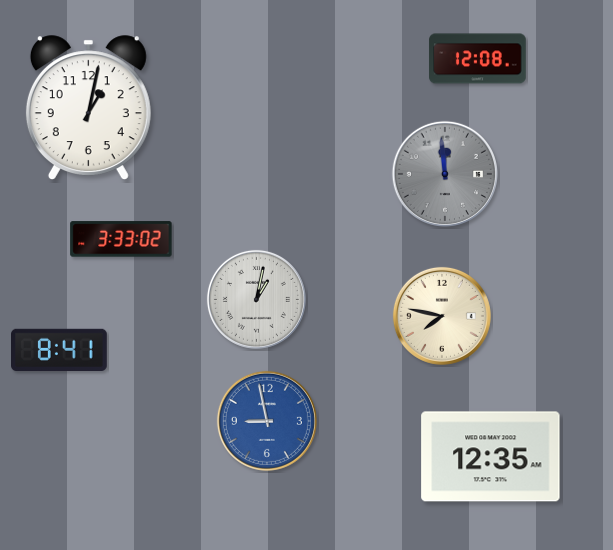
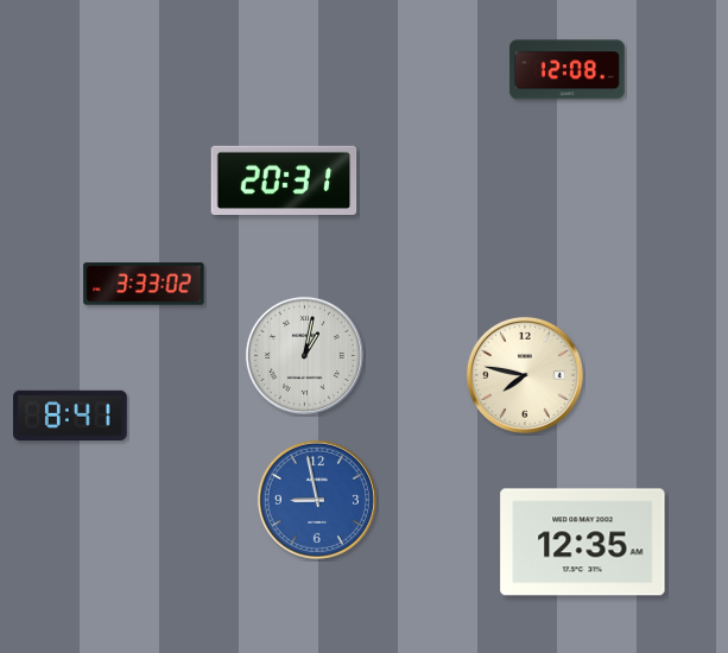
clock at (88, 107): 1:02 -> none
clock at (284, 179): none -> 20:31
clock at (445, 174): 11:59 -> none
